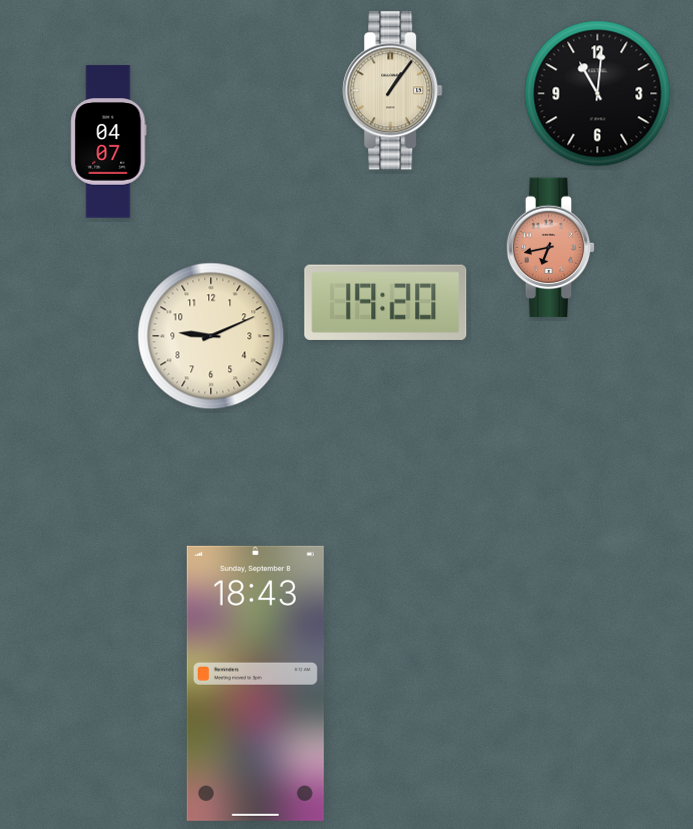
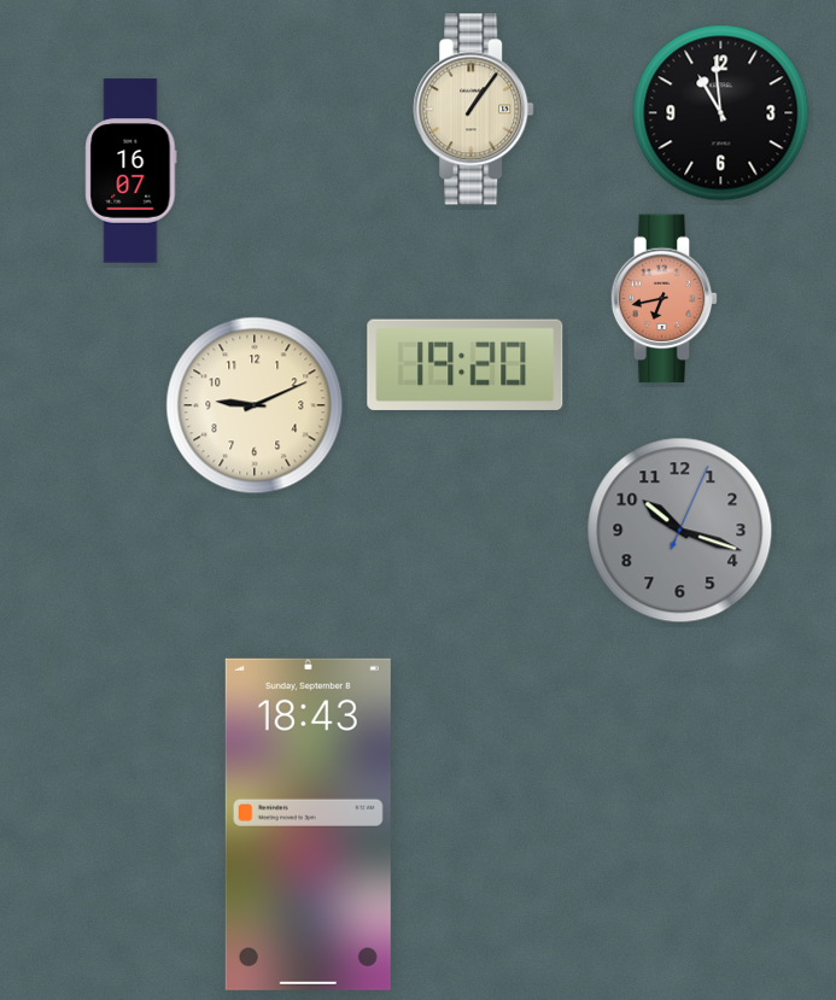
clock at (598, 94): 11:01 -> 10:59
clock at (109, 142): 04:07 -> 16:07
clock at (680, 531): none -> 10:18
